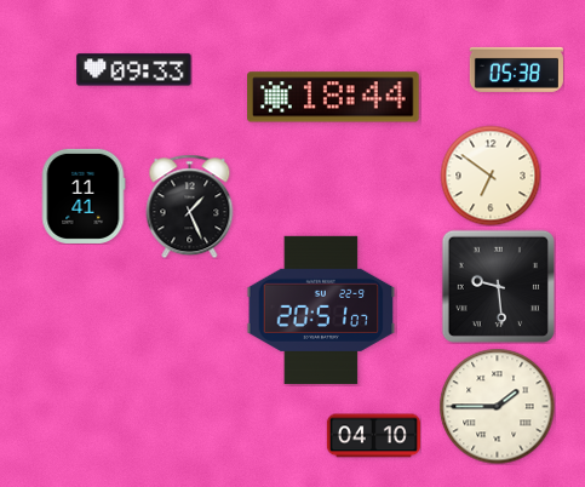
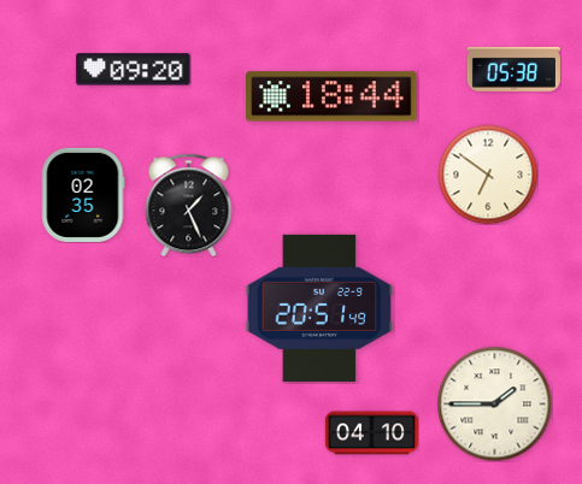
clock at (134, 70): 09:33 -> 09:20
clock at (84, 196): 11:41 -> 02:35
clock at (498, 286): 9:29 -> none
clock at (321, 310): 20:51:07 -> 20:51:49
